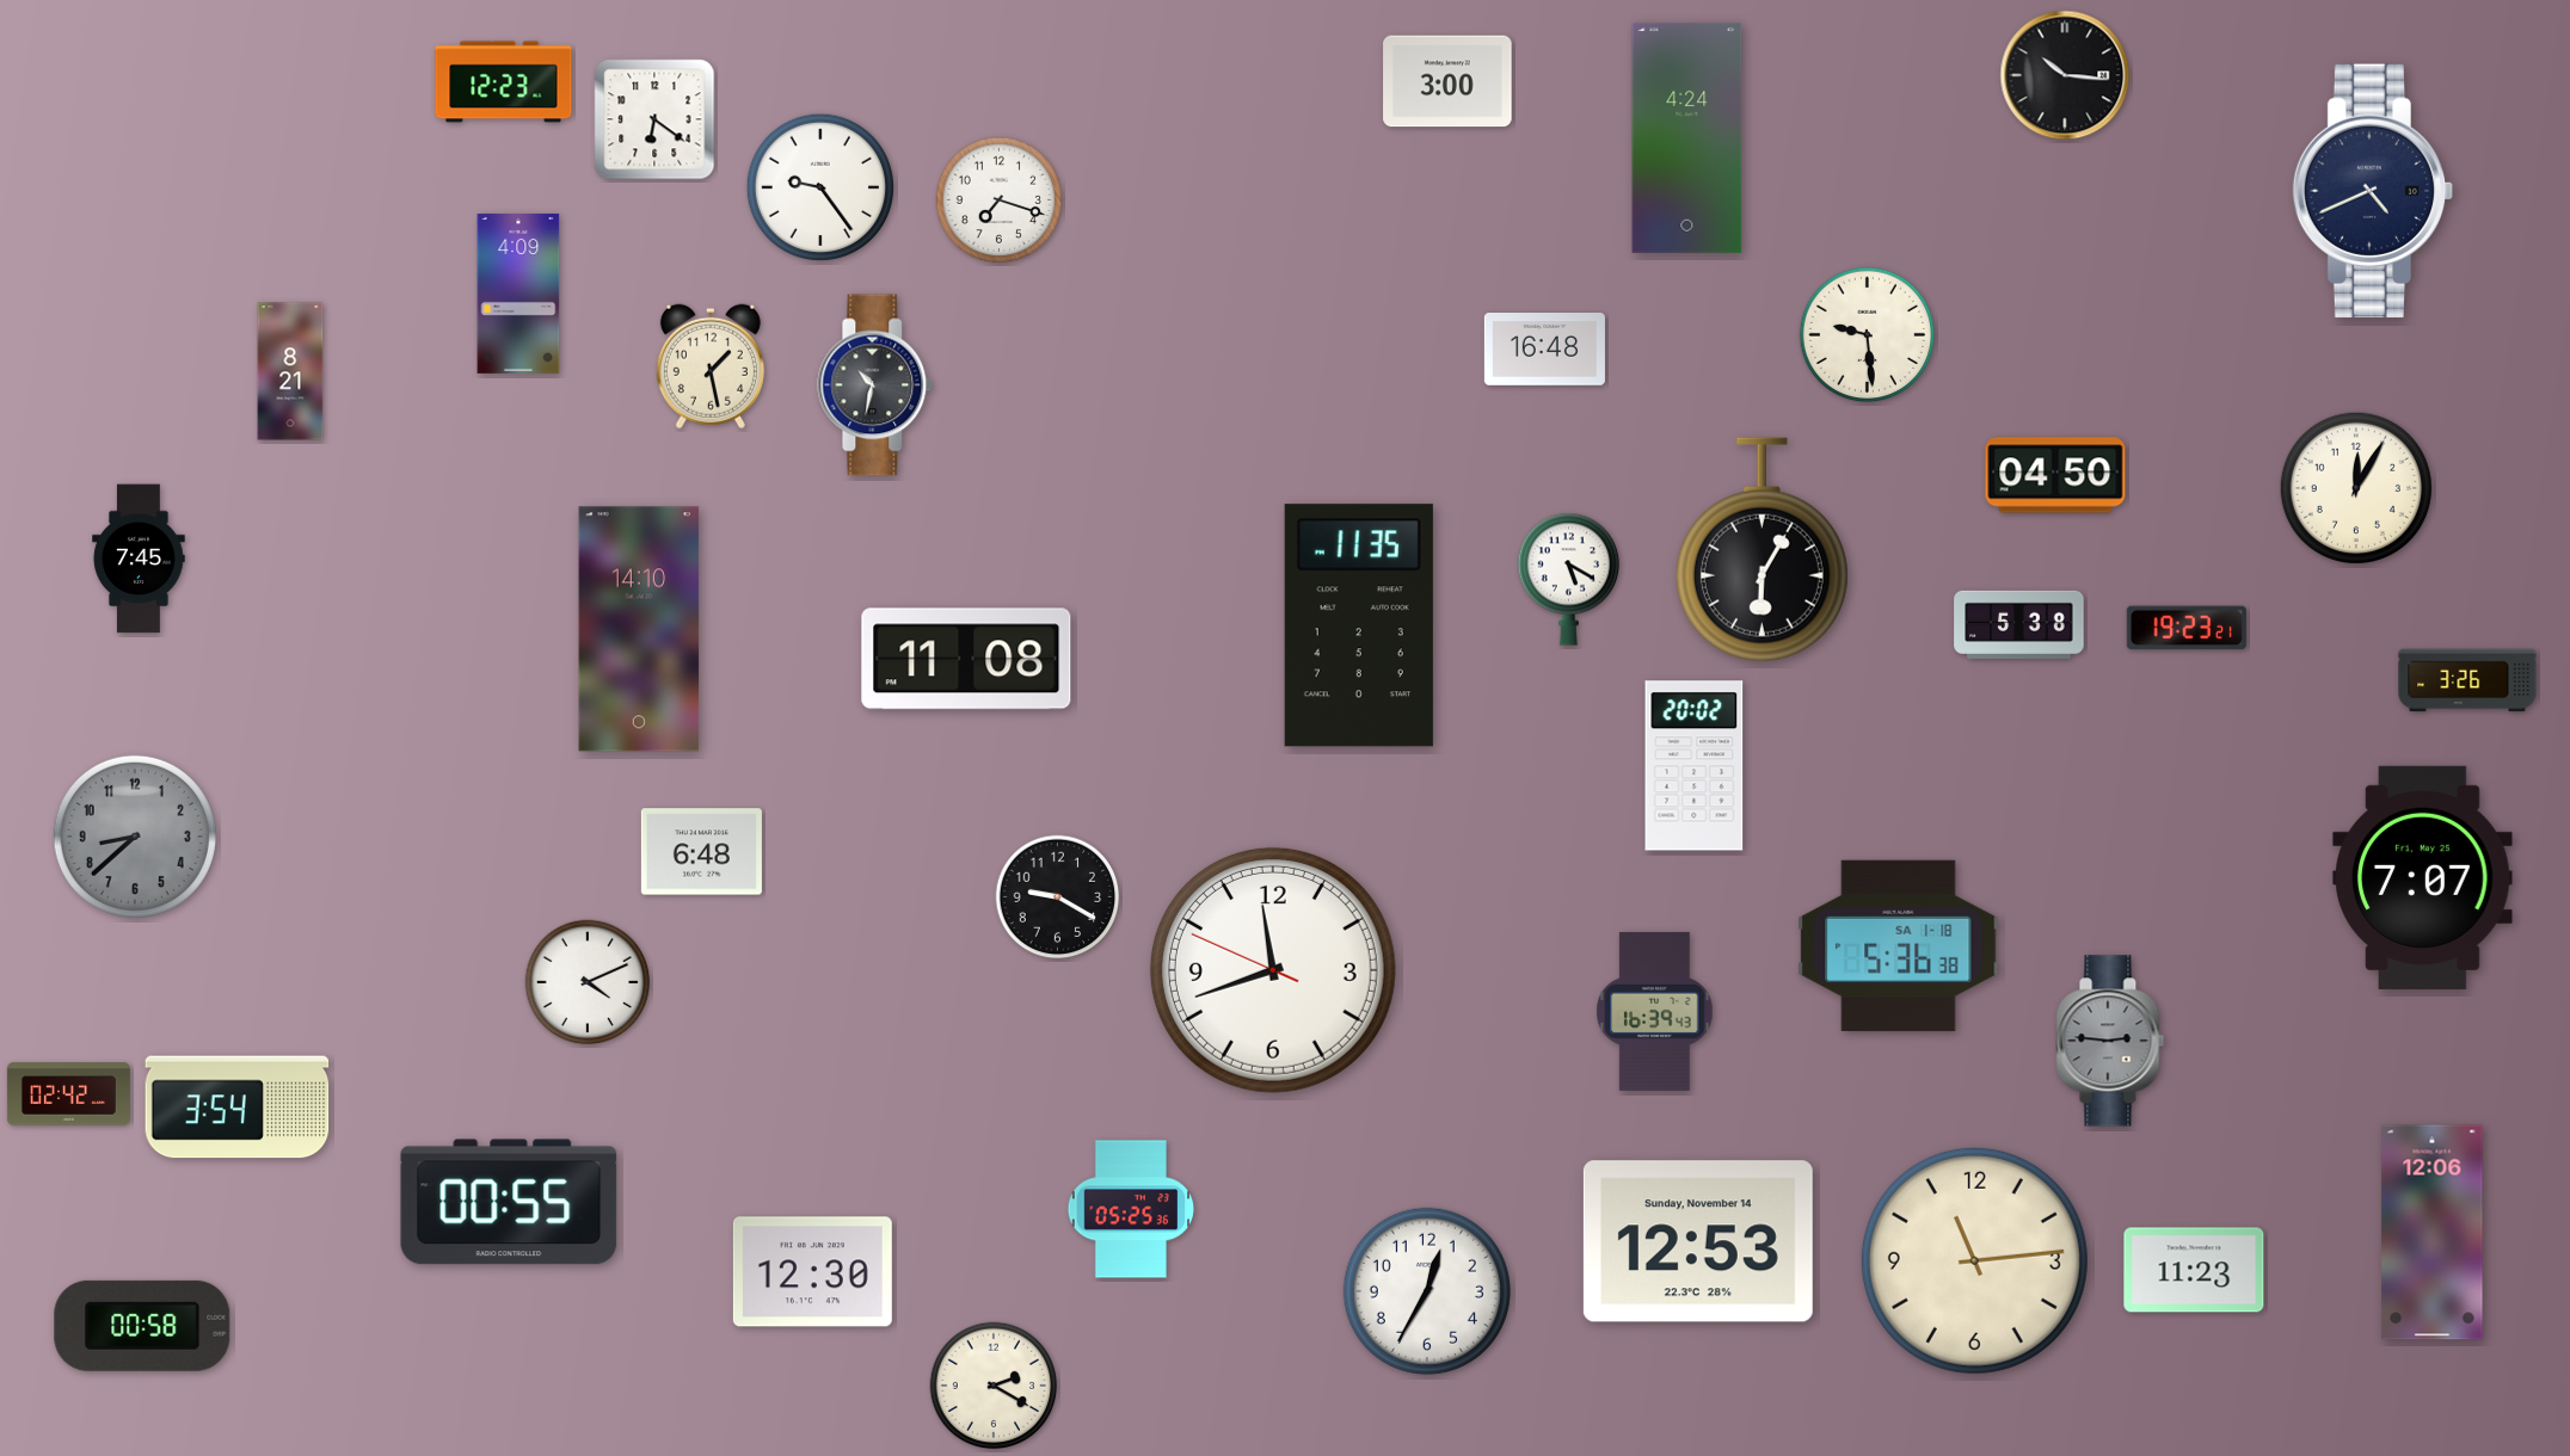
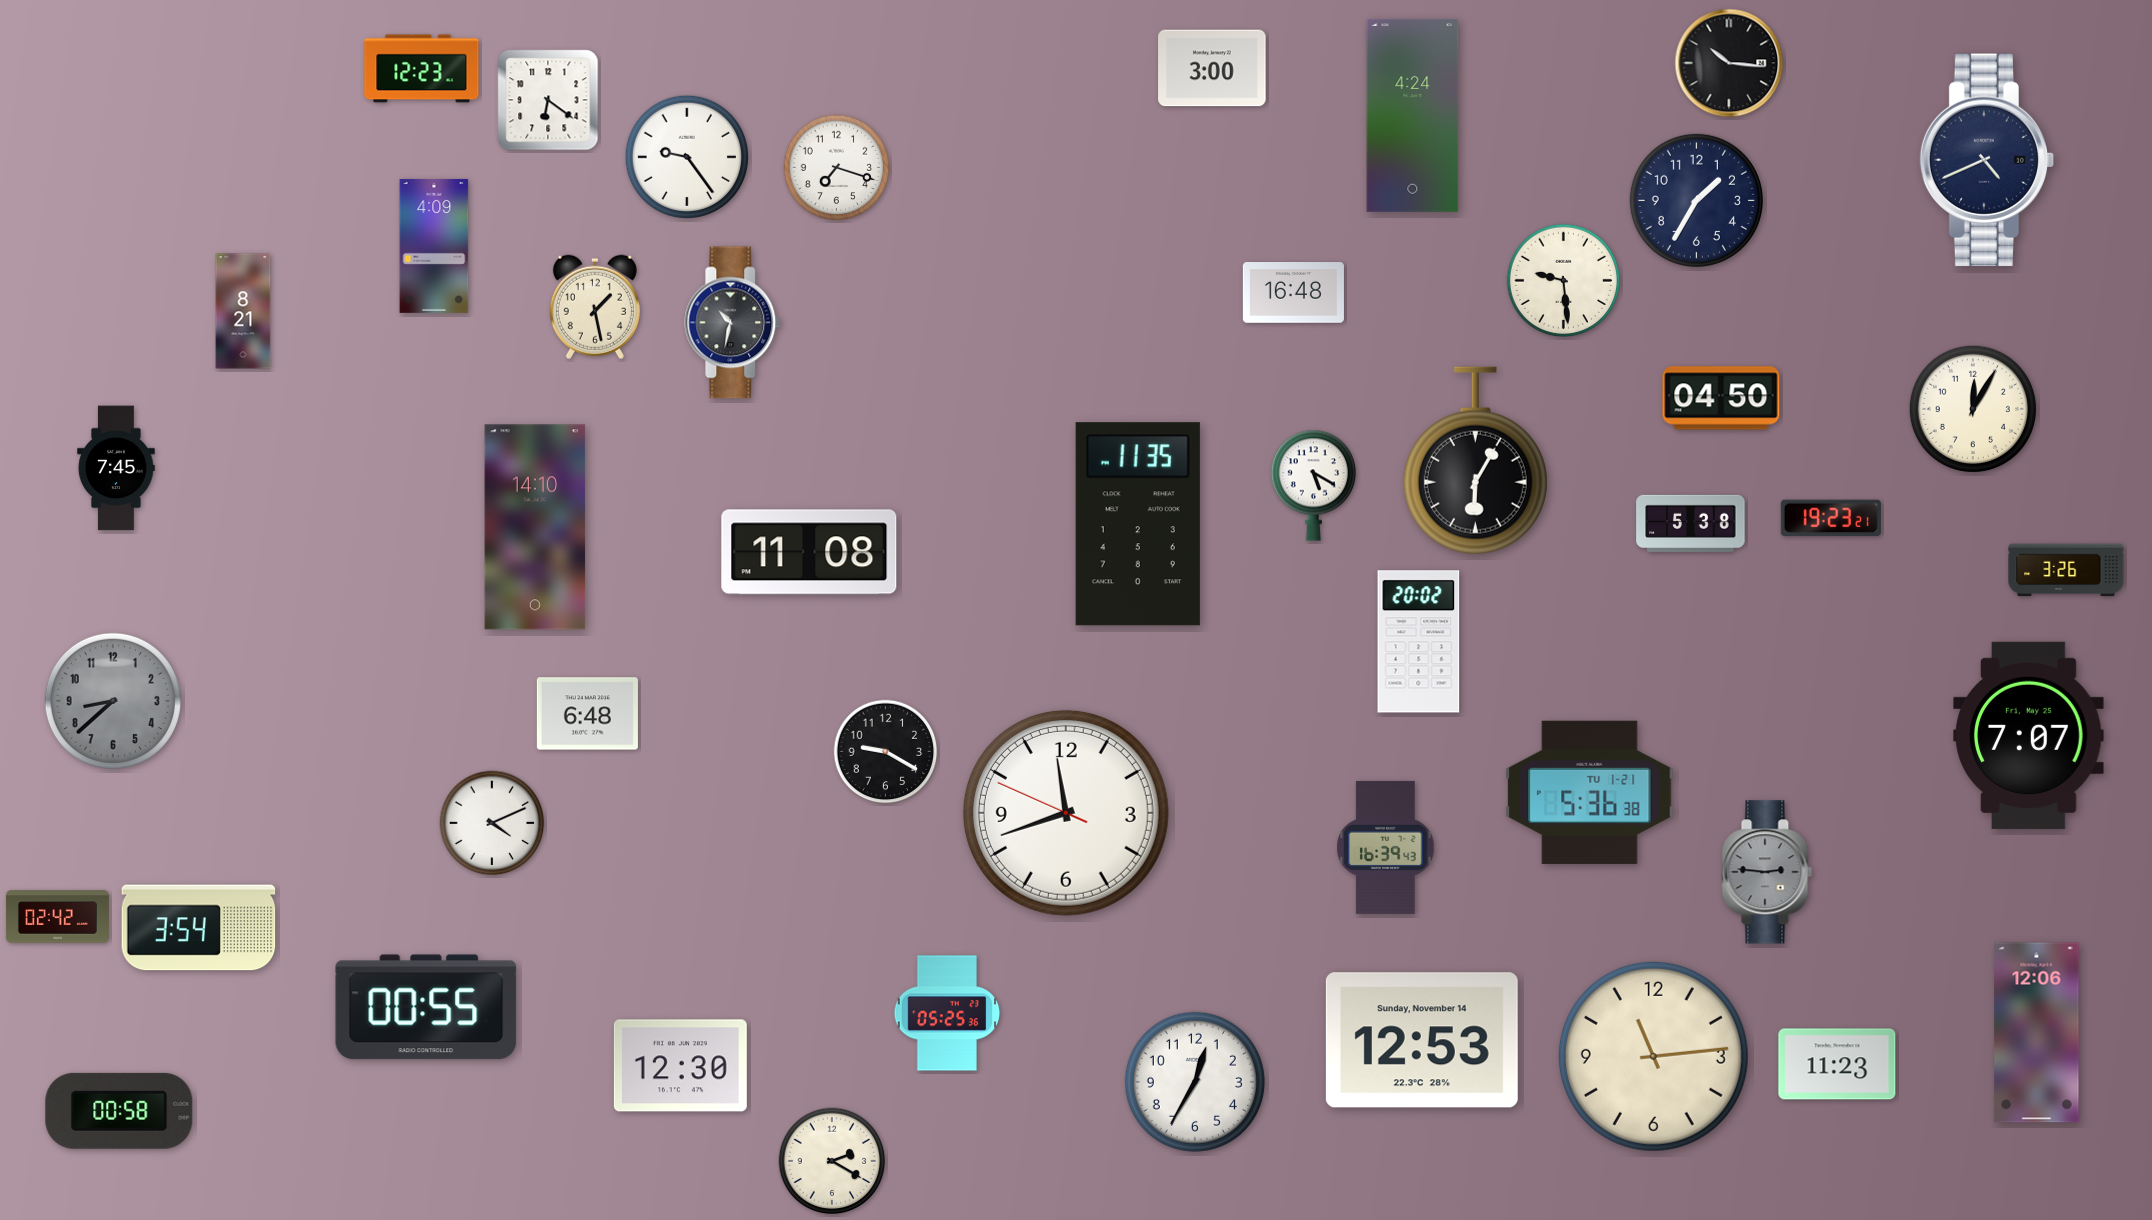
clock at (1696, 200): none -> 1:35
clock at (2187, 628) position: (2187, 628) -> (1831, 518)
clock at (1899, 945) date: SA 1-18 -> TU 1-21
